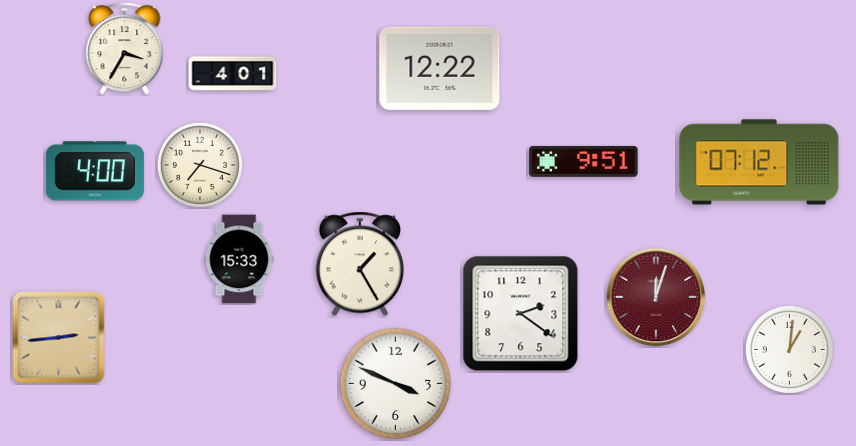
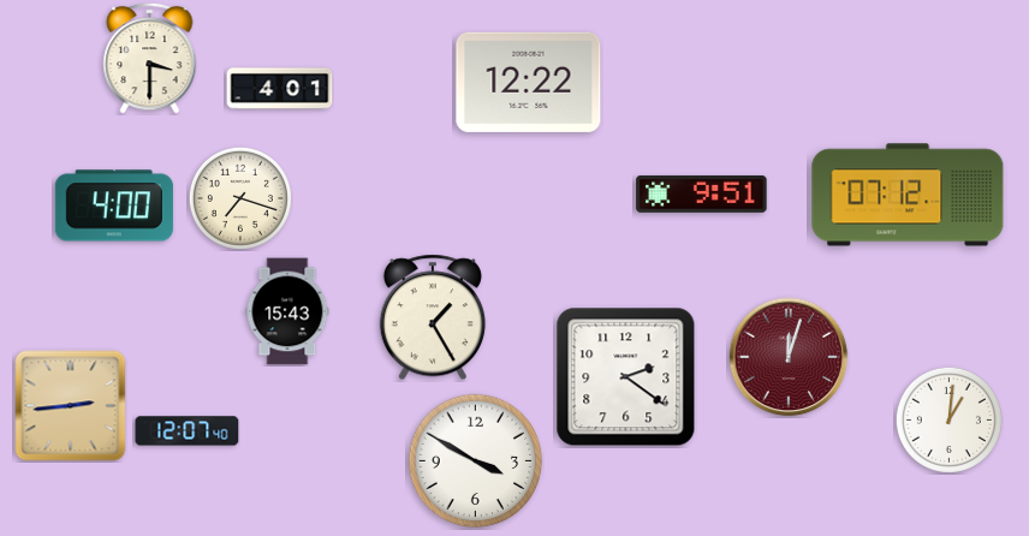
clock at (125, 48): 3:35 -> 3:30
clock at (759, 162) position: (759, 162) -> (908, 195)
clock at (239, 259): 15:33 -> 15:43
clock at (188, 431): none -> 12:07
clock at (396, 384): 3:49 -> 3:50
